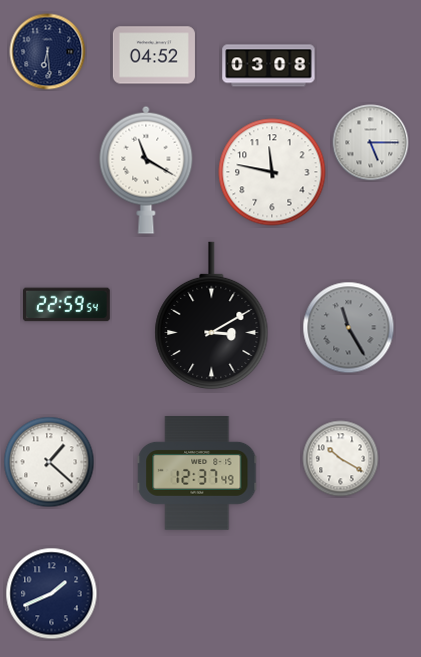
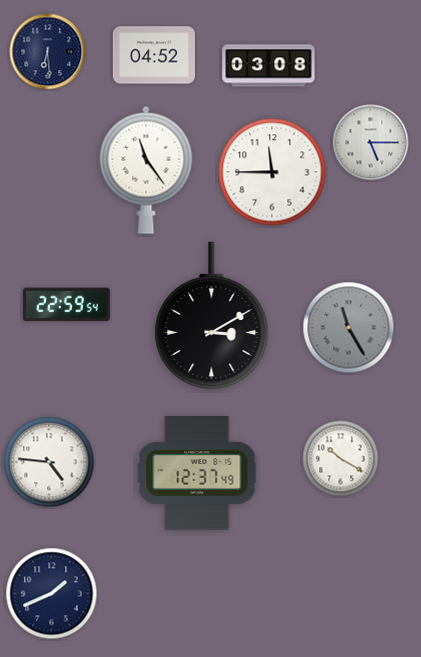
clock at (146, 170): 11:20 -> 11:24
clock at (272, 172): 11:47 -> 11:45
clock at (49, 462): 1:22 -> 4:46
